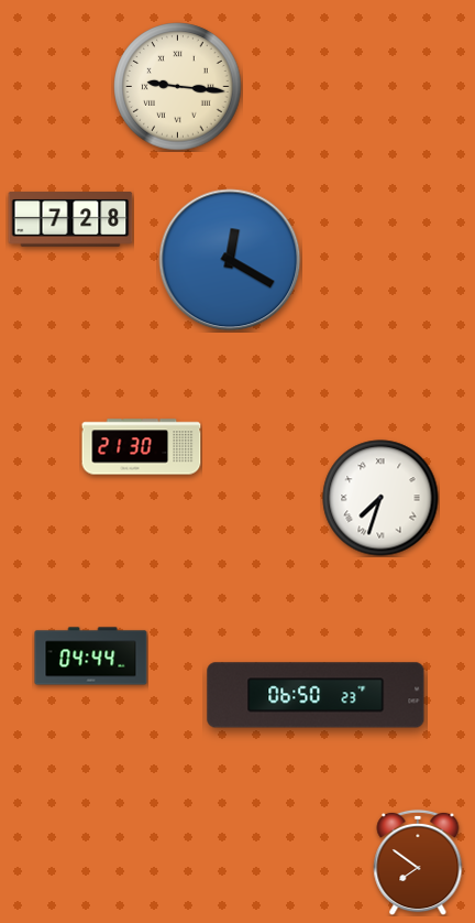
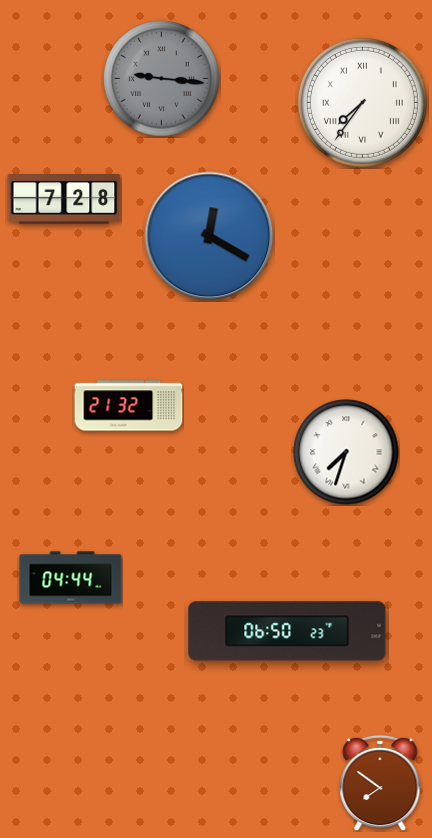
clock at (178, 87) dial: cream -> grey
clock at (362, 102): none -> 7:36
clock at (142, 447): 21:30 -> 21:32
clock at (91, 656) position: (91, 656) -> (71, 578)
